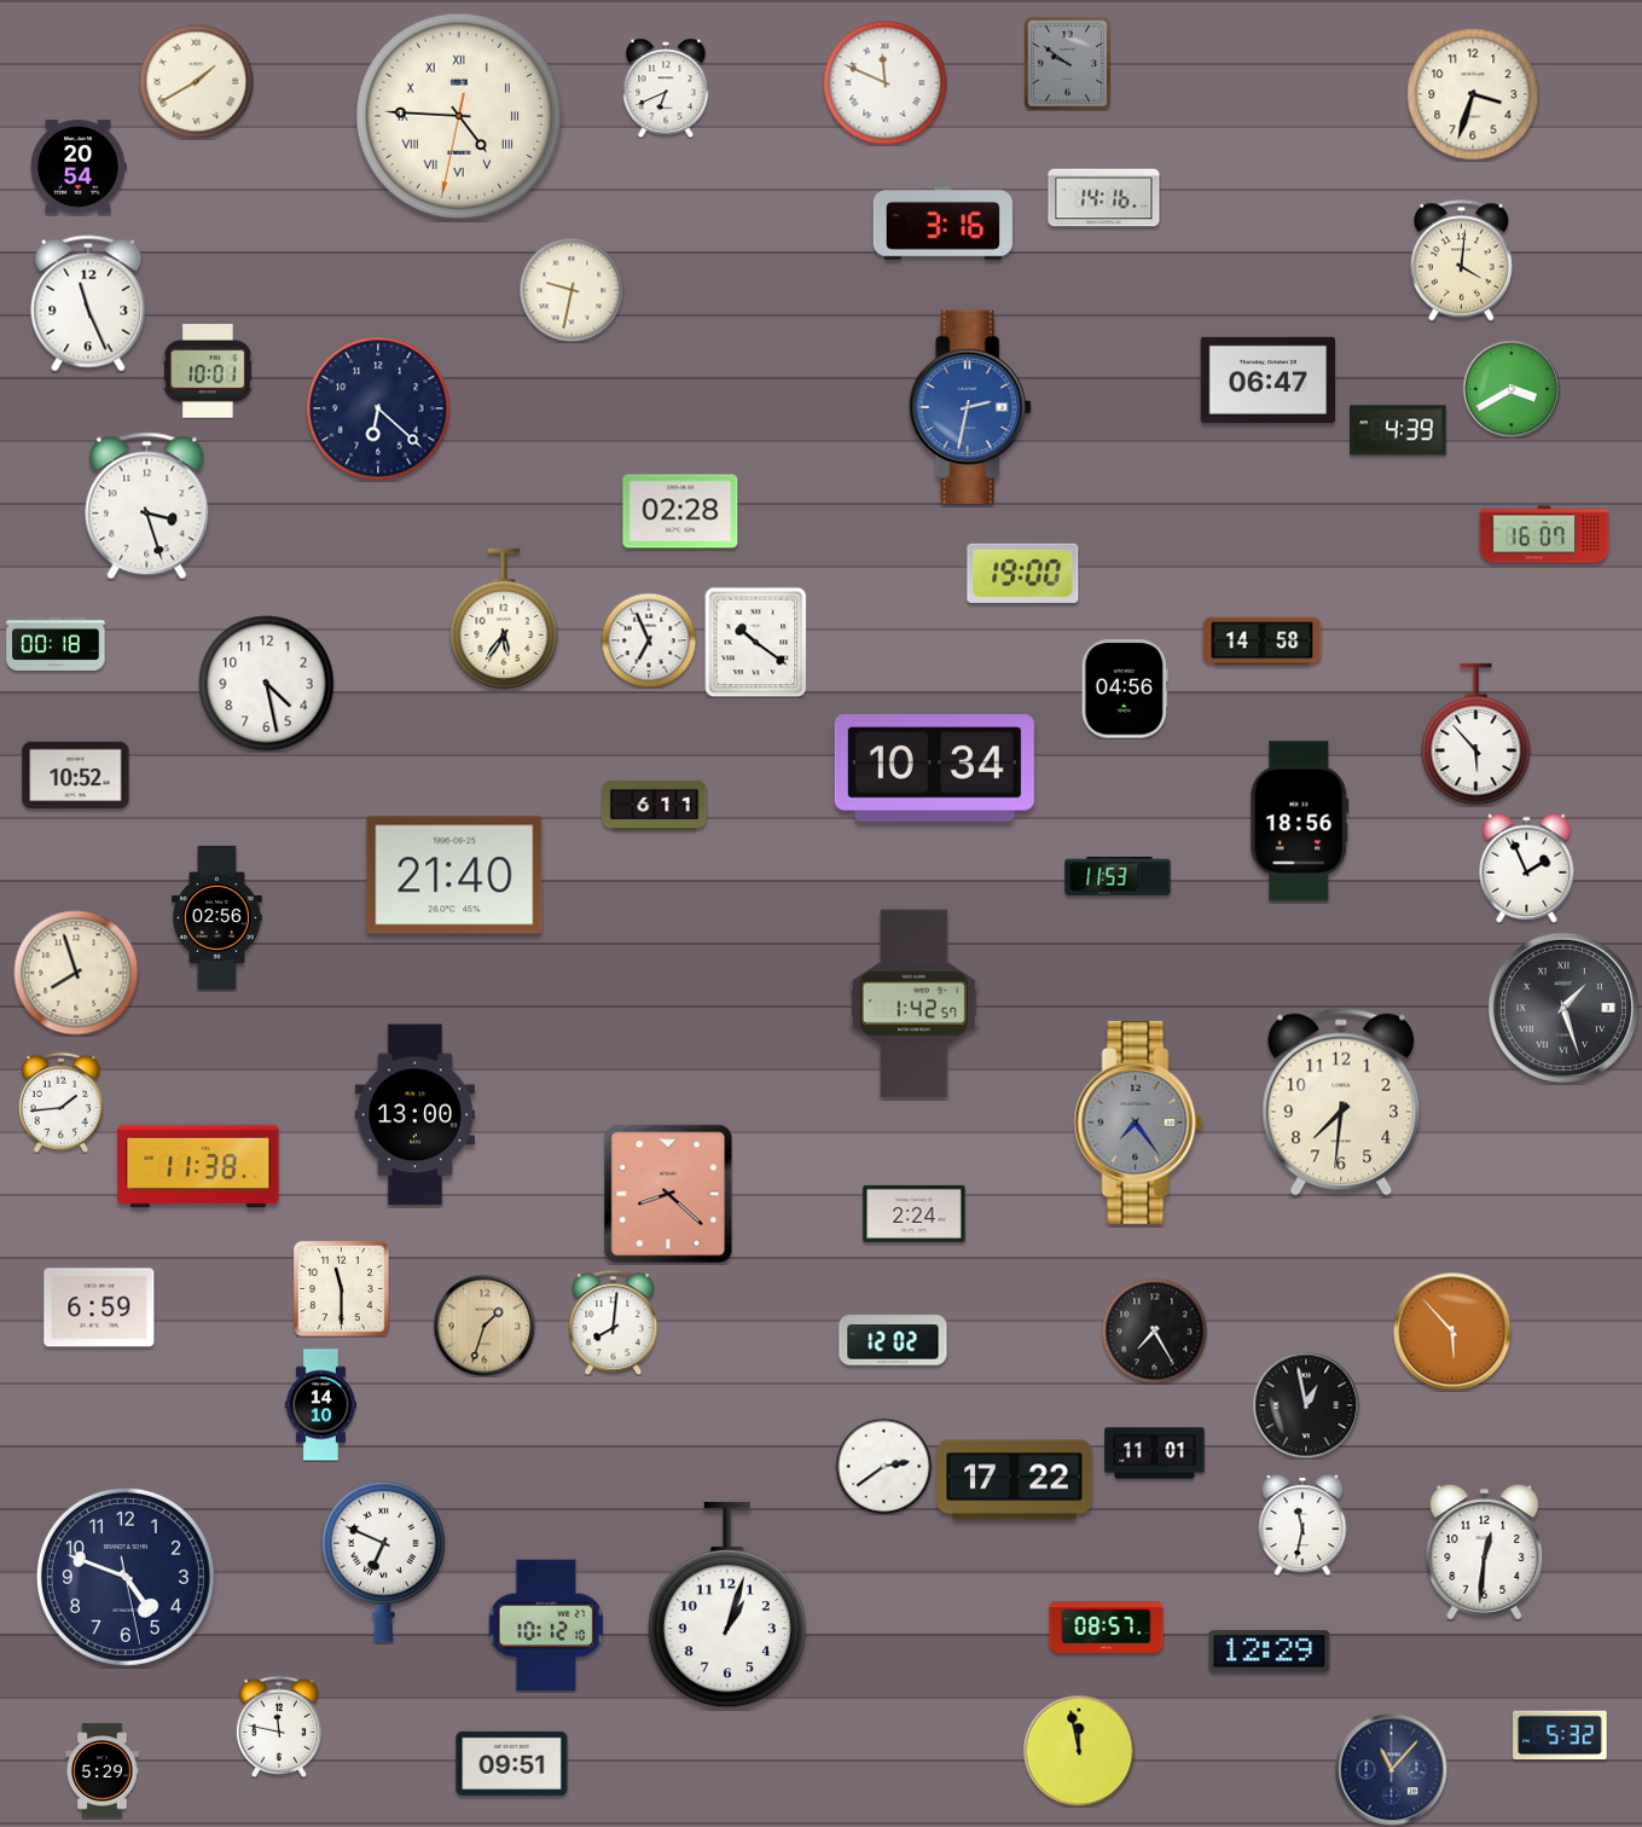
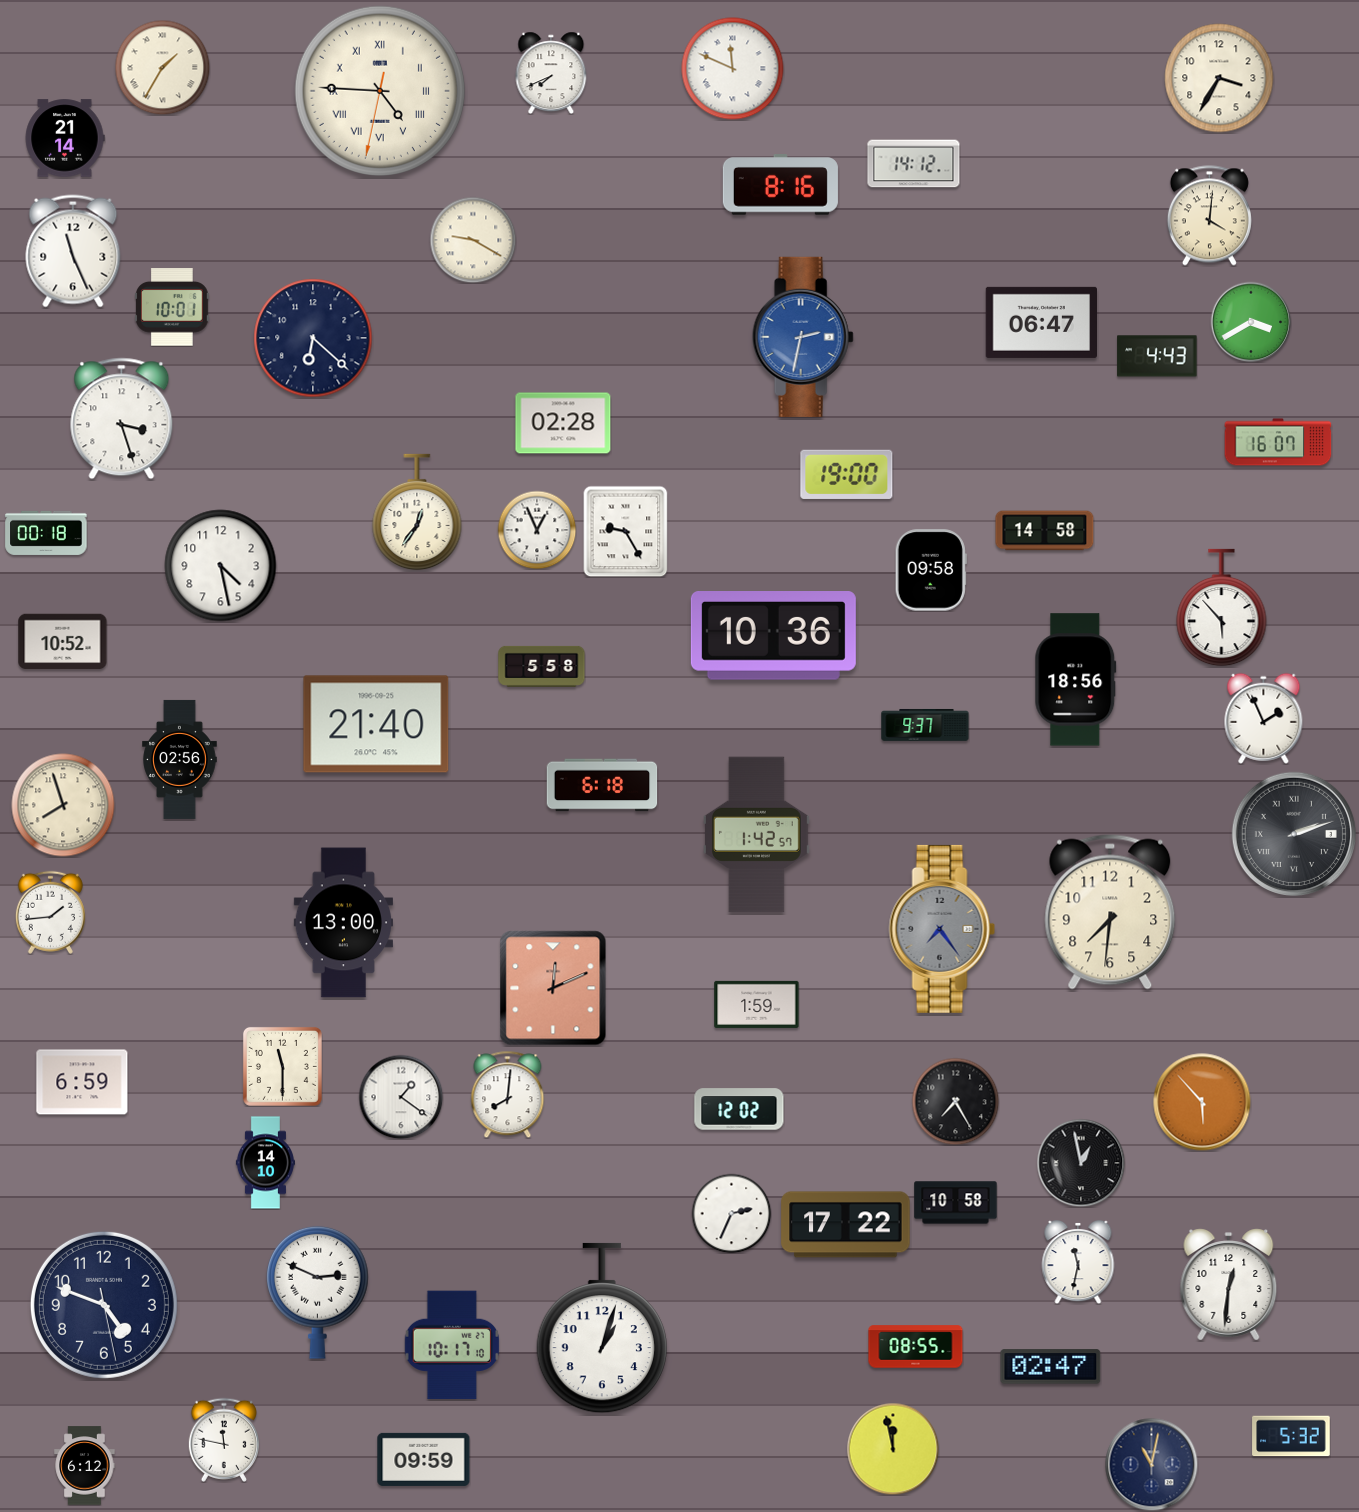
clock at (1067, 63): 9:51 -> none
clock at (196, 81): 1:40 -> 1:35
clock at (666, 88): 6:41 -> 7:41
clock at (1473, 94): 3:33 -> 3:35
clock at (458, 115) position: (458, 115) -> (379, 90)
clock at (79, 167): 20:54 -> 21:14
clock at (1104, 198): 14:16 -> 14:12
clock at (942, 224): 3:16 -> 8:16
clock at (571, 290): 9:32 -> 9:20
clock at (1267, 379) position: (1267, 379) -> (1041, 322)
clock at (1398, 430): 4:39 -> 4:43
clock at (504, 619): 5:36 -> 12:36
clock at (649, 640): 6:56 -> 12:56
clock at (756, 642): 10:21 -> 9:25
clock at (1125, 689): 04:56 -> 09:58
clock at (934, 768): 10:34 -> 10:36
clock at (655, 805): 6:11 -> 5:58
clock at (1118, 876): 11:53 -> 9:37
clock at (602, 785): none -> 6:18
clock at (913, 1004) position: (913, 1004) -> (756, 835)
clock at (1563, 1008): 1:27 -> 2:12
clock at (198, 1166): 11:38 -> none
clock at (668, 1194): 8:22 -> 12:11
clock at (915, 1213): 2:24 -> 1:59
clock at (485, 1326): 1:33 -> 1:21
clock at (485, 1326) dial: champagne -> white
clock at (1155, 1454): 11:01 -> 10:58
clock at (883, 1466): 2:39 -> 2:34
clock at (1015, 1480) position: (1015, 1480) -> (846, 1225)
clock at (384, 1561): 6:49 -> 2:49
clock at (545, 1625): 10:12 -> 10:17
clock at (1107, 1628): 08:57 -> 08:55
clock at (1270, 1652): 12:29 -> 02:47
clock at (278, 1727) position: (278, 1727) -> (223, 1440)
clock at (512, 1763): 09:51 -> 09:59
clock at (1391, 1769): 11:07 -> 11:02
clock at (103, 1771): 5:29 -> 6:12
